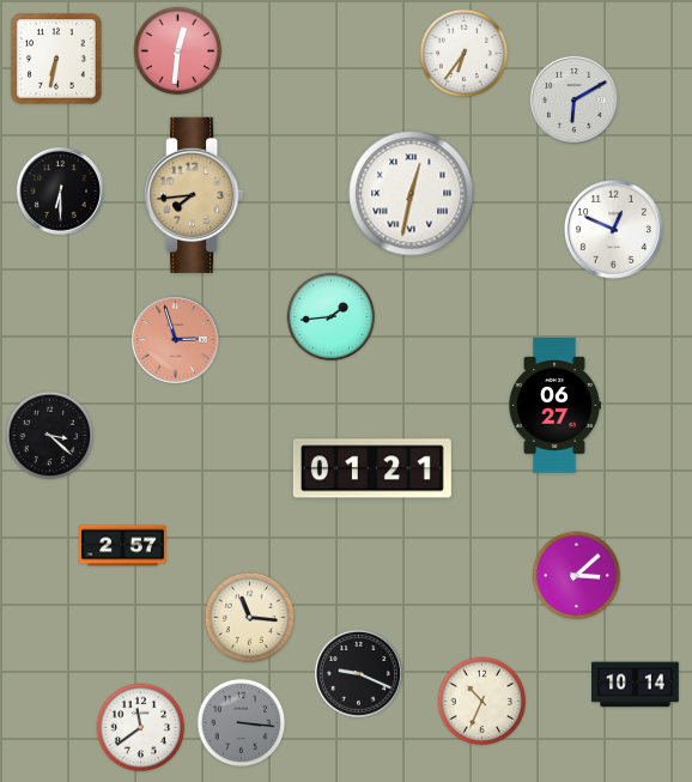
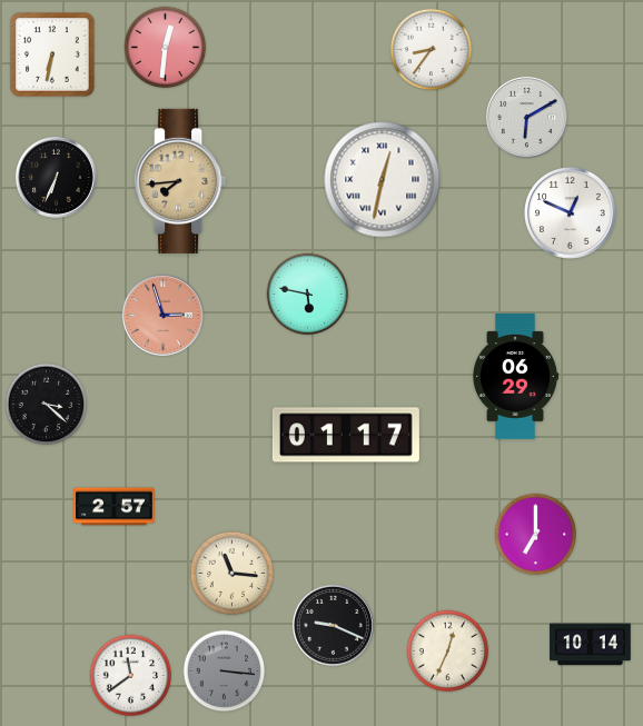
clock at (465, 54): 6:36 -> 8:36
clock at (573, 99) position: (573, 99) -> (526, 117)
clock at (60, 190): 6:30 -> 6:34
clock at (332, 317): 1:44 -> 5:47
clock at (554, 406): 06:27 -> 06:29
clock at (372, 468): 01:21 -> 01:17
clock at (577, 576): 3:08 -> 7:00
clock at (636, 685) position: (636, 685) -> (591, 645)
clock at (482, 702): 10:34 -> 12:34
